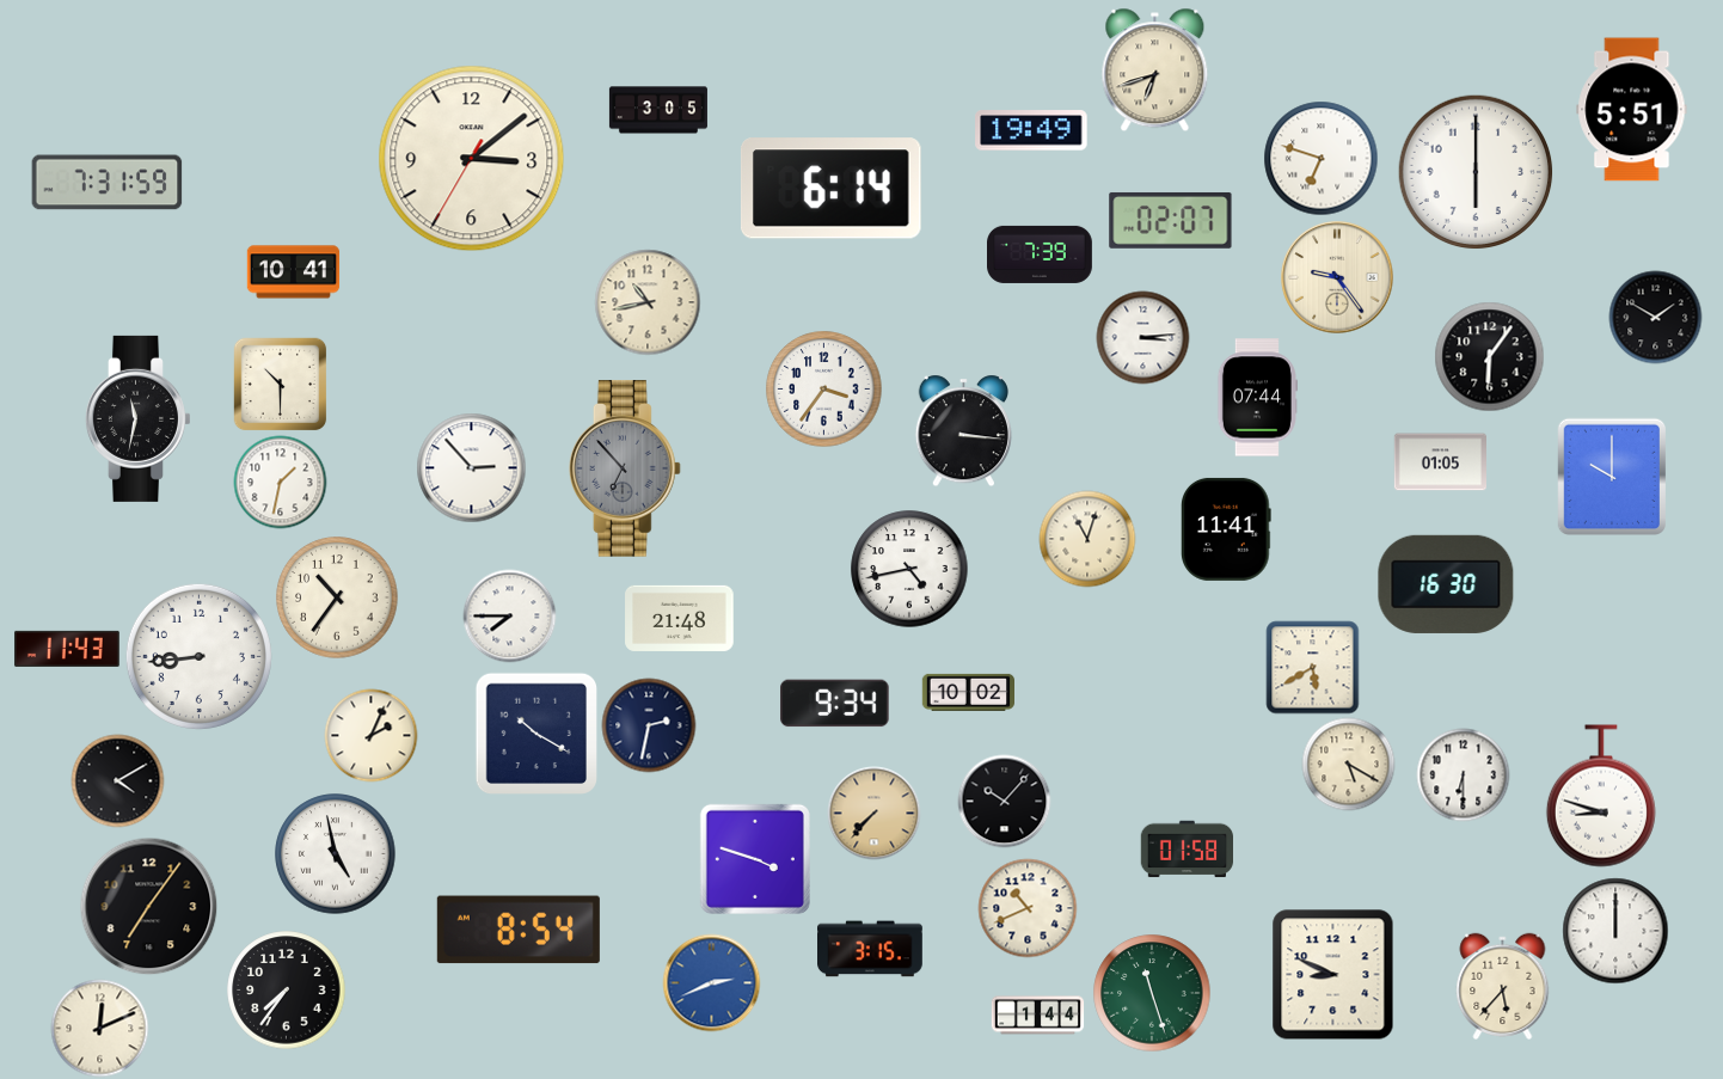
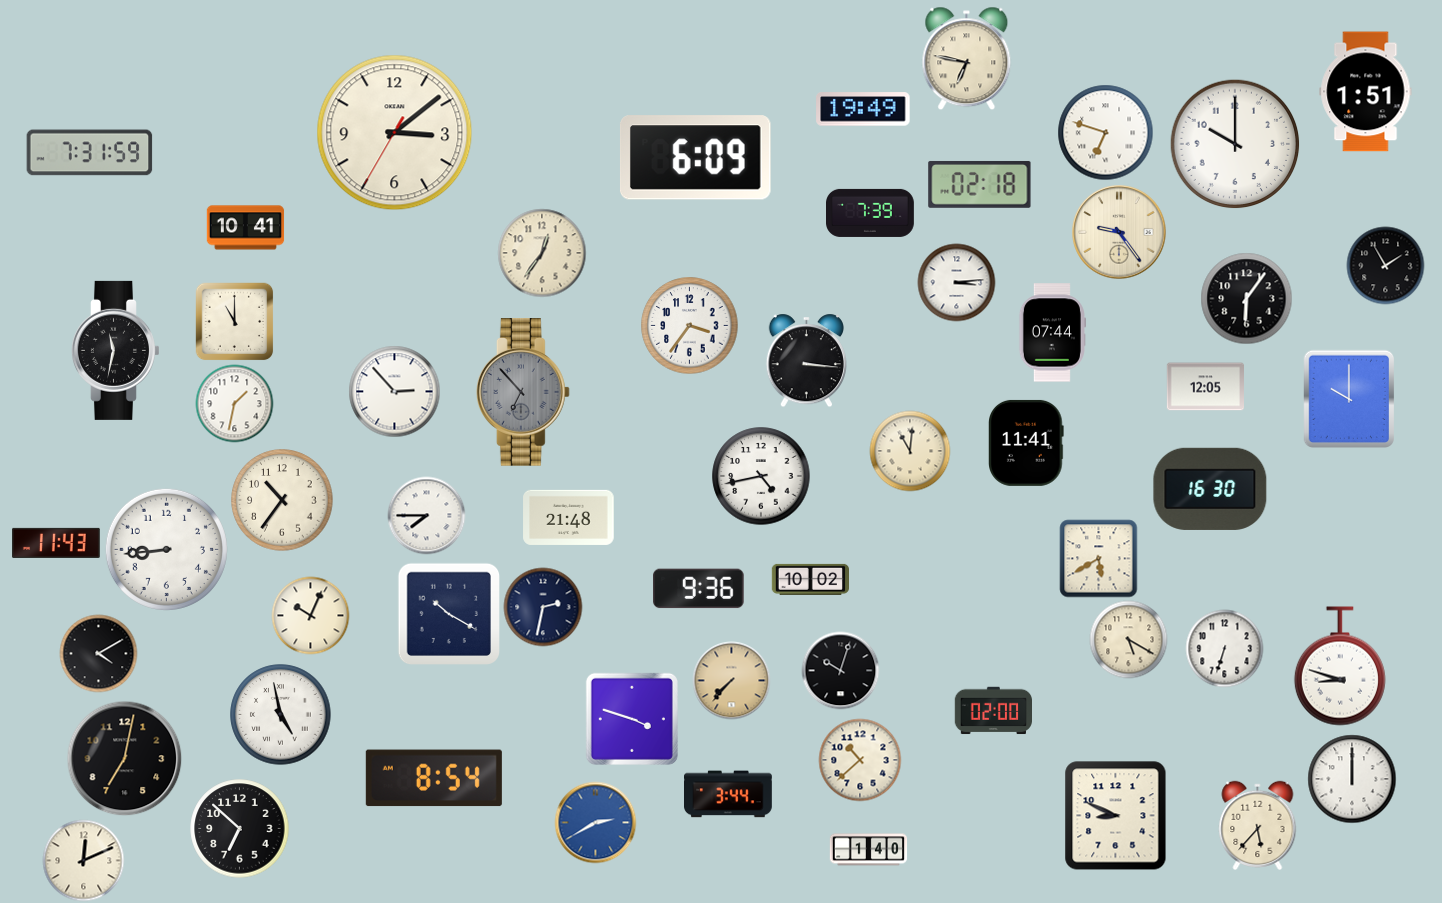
clock at (1155, 69): 6:42 -> 6:47
clock at (658, 110): 3:05 -> none
clock at (1632, 110): 5:51 -> 1:51
clock at (1476, 172): 6:00 -> 10:00
clock at (830, 189): 6:14 -> 6:09
clock at (1171, 220): 02:07 -> 02:18
clock at (648, 302): 10:43 -> 12:36
clock at (1655, 317): 1:50 -> 1:55
clock at (280, 384): 10:30 -> 11:00
clock at (1440, 462): 01:05 -> 12:05
clock at (1087, 539): 11:03 -> 11:01
clock at (835, 704): 9:34 -> 9:36
clock at (370, 735): 2:04 -> 10:04
clock at (1463, 774): 6:30 -> 6:33
clock at (1004, 801): 10:07 -> 10:03
clock at (1187, 850): 01:58 -> 02:00
clock at (148, 906): 7:06 -> 7:02
clock at (1028, 908): 10:41 -> 10:38
clock at (871, 949): 3:15 -> 3:44
clock at (711, 982): 2:41 -> 2:40
clock at (287, 991): 7:36 -> 6:52
clock at (1152, 993): 11:27 -> none
clock at (1037, 1016): 1:44 -> 1:40
